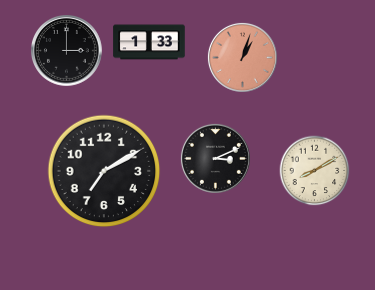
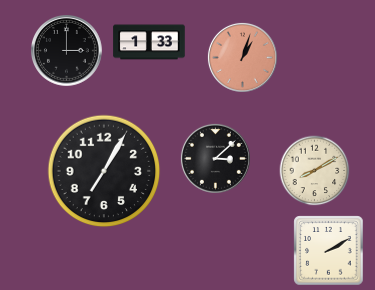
clock at (215, 158): 3:11 -> 3:08
clock at (104, 171): 7:10 -> 7:05
clock at (329, 251): none -> 2:10
